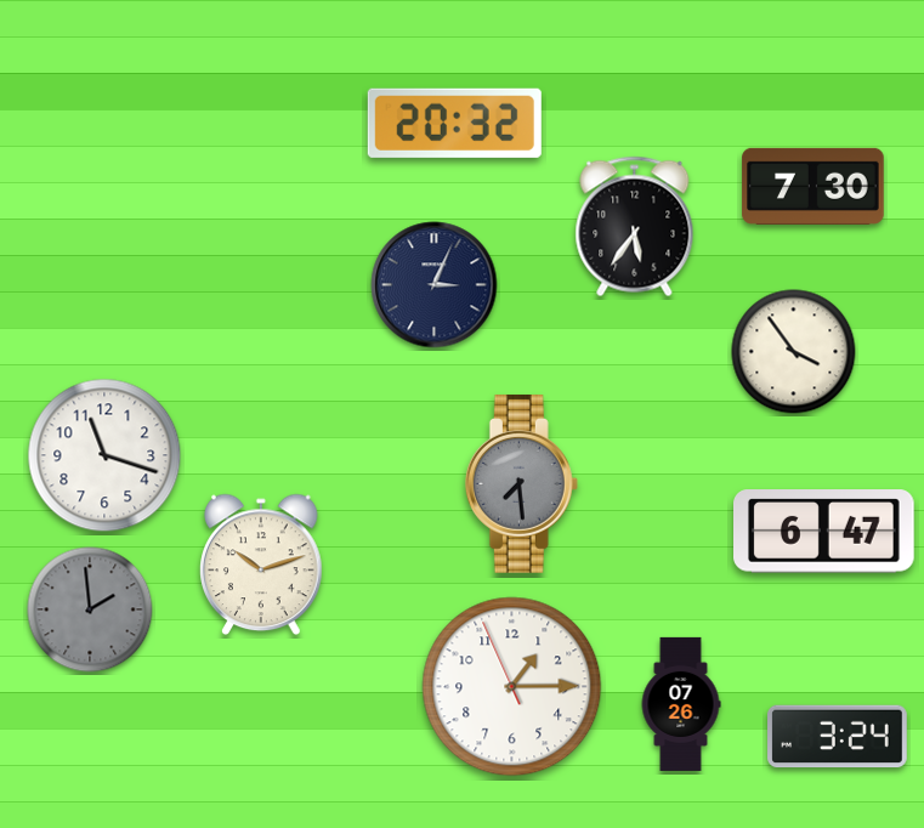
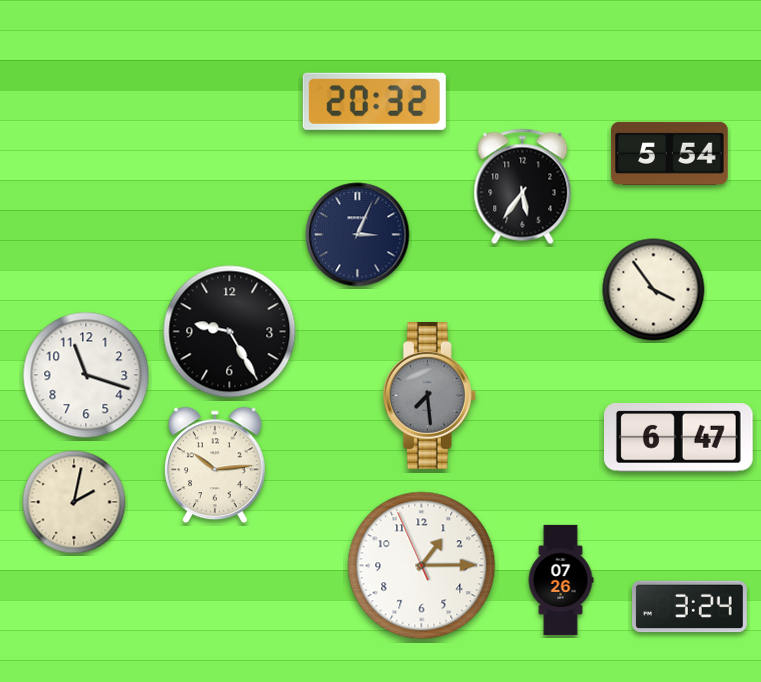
clock at (814, 186): 7:30 -> 5:54
clock at (230, 332): none -> 9:25
clock at (521, 483) position: (521, 483) -> (429, 395)
clock at (262, 565): 10:12 -> 10:14
clock at (90, 609): 1:59 -> 2:02
clock at (90, 609) dial: grey -> cream
